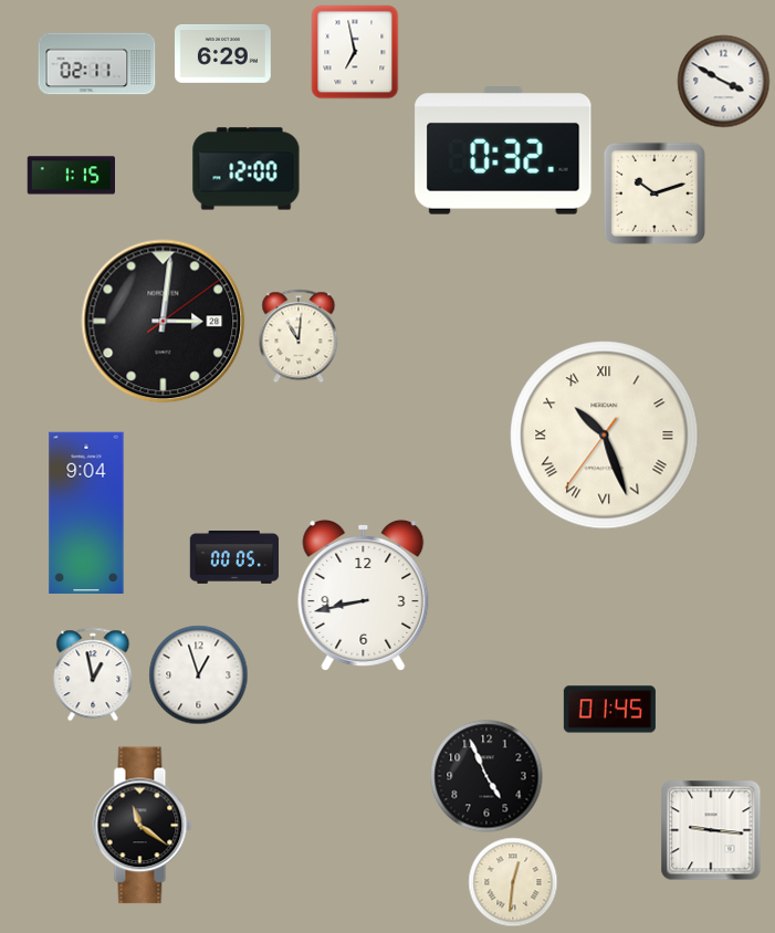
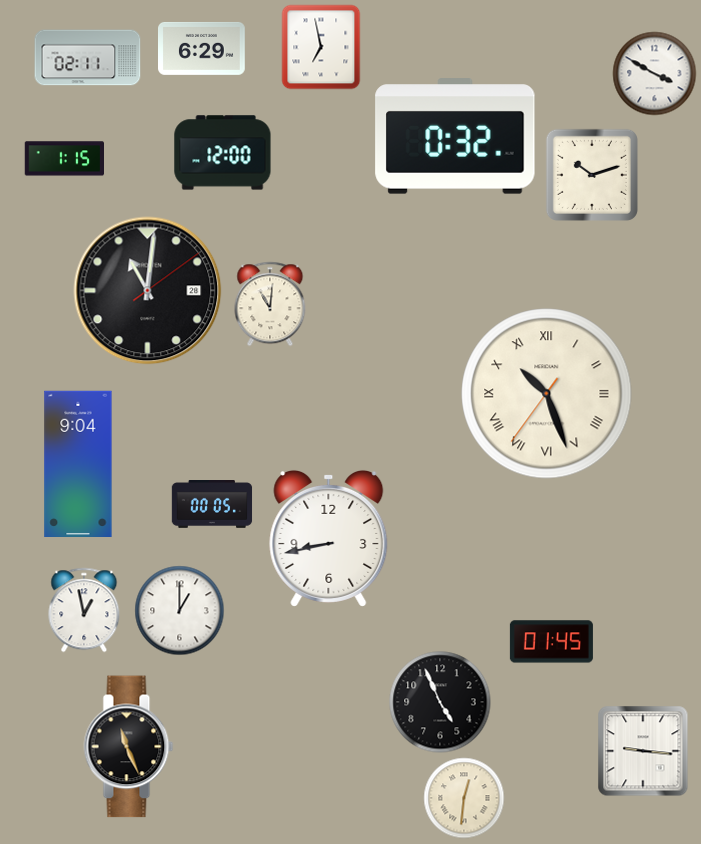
clock at (164, 322): 3:01 -> 11:01
clock at (199, 675): 12:57 -> 1:00
clock at (143, 826): 11:21 -> 11:26
